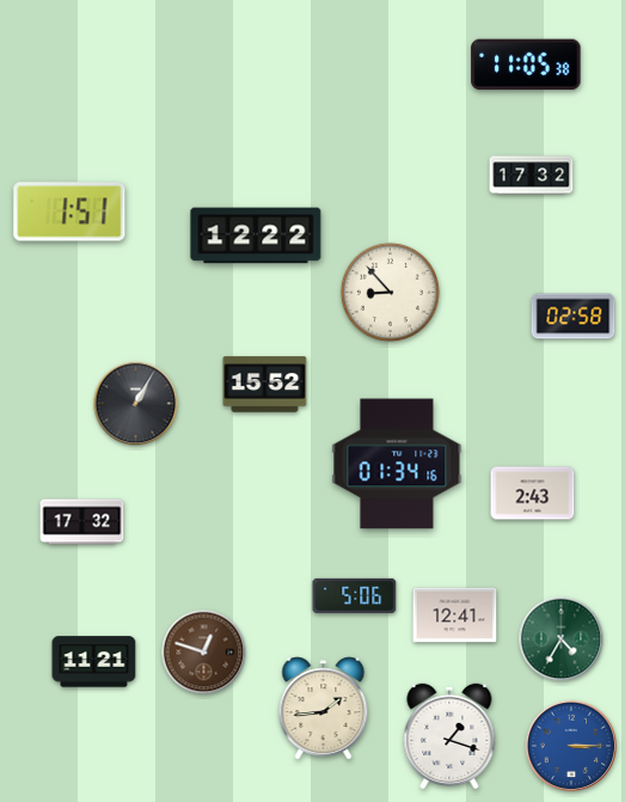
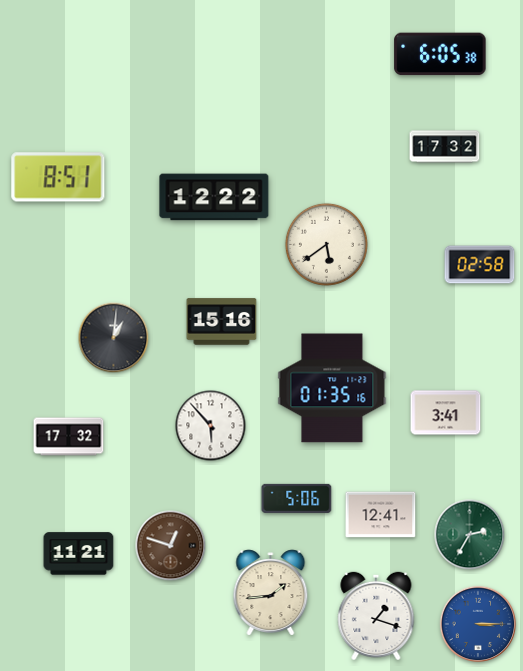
clock at (526, 65): 11:05 -> 6:05
clock at (69, 212): 1:51 -> 8:51
clock at (390, 292): 8:53 -> 5:39
clock at (265, 385): 15:52 -> 15:16
clock at (136, 404): 1:05 -> 1:01
clock at (397, 464): 01:34 -> 01:35
clock at (533, 494): 2:43 -> 3:41
clock at (211, 426): none -> 5:53
clock at (562, 639): 4:35 -> 2:35
